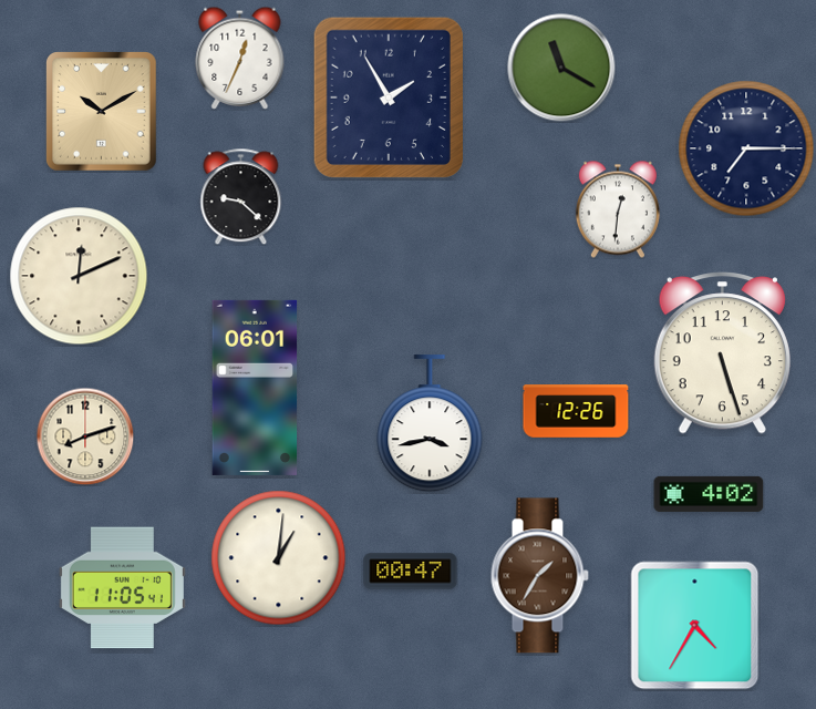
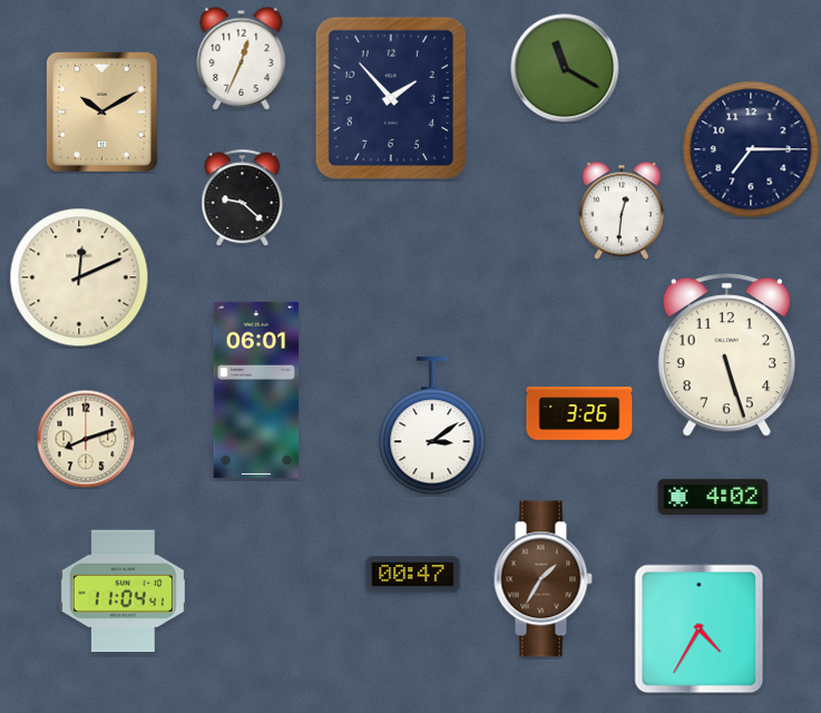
clock at (389, 97): 1:55 -> 1:53
clock at (576, 411): 12:26 -> 3:26
clock at (430, 424): 3:43 -> 3:09
clock at (279, 558): 1:01 -> none
clock at (122, 588): 11:05 -> 11:04
